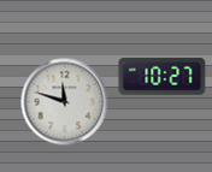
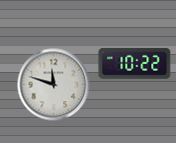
clock at (163, 76): 10:27 -> 10:22
